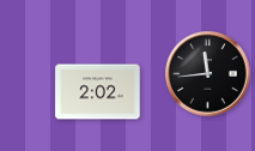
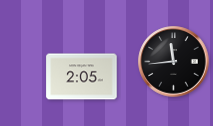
clock at (98, 92): 2:02 -> 2:05
